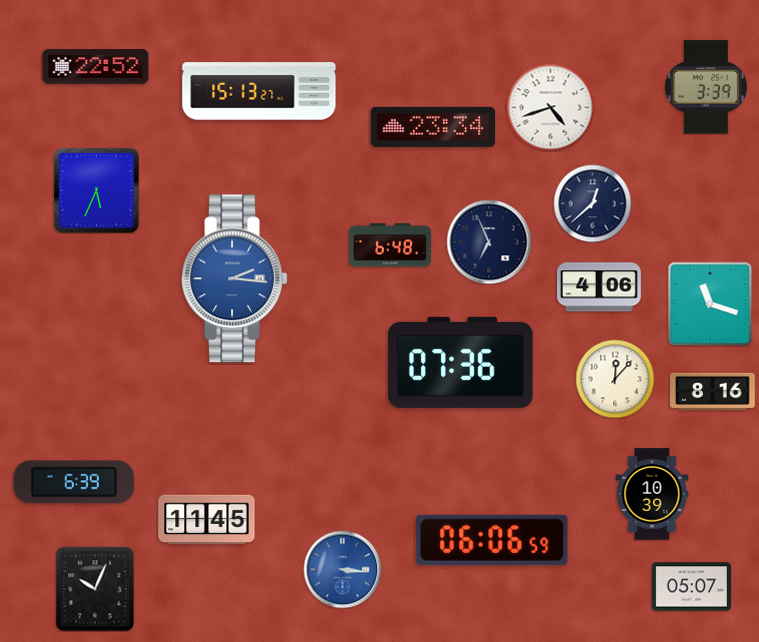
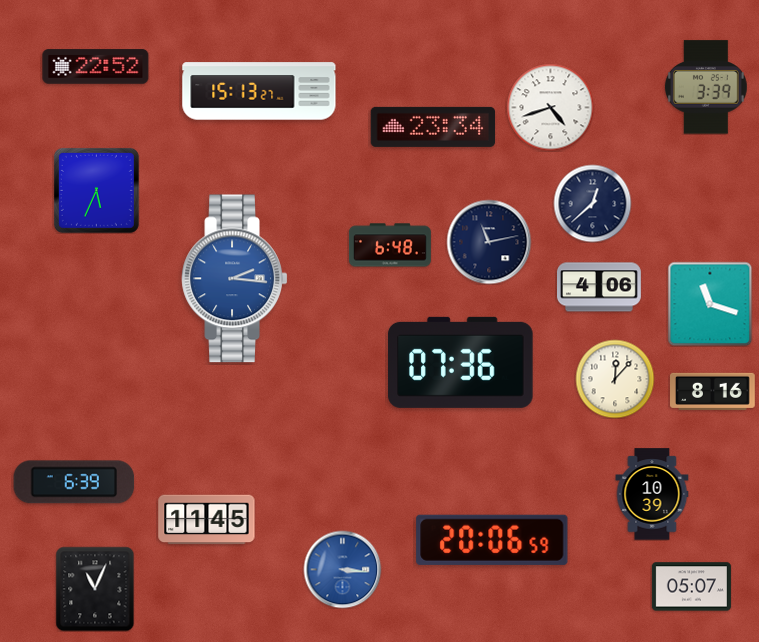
clock at (489, 242): 6:56 -> 11:13
clock at (492, 540): 06:06 -> 20:06
clock at (95, 589): 10:04 -> 11:04
